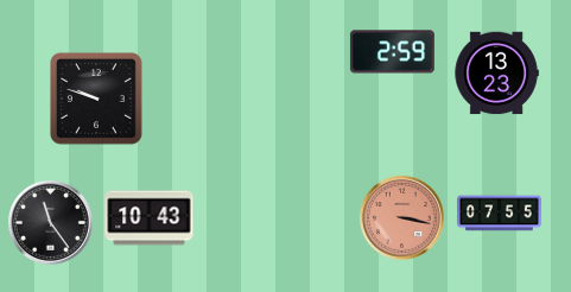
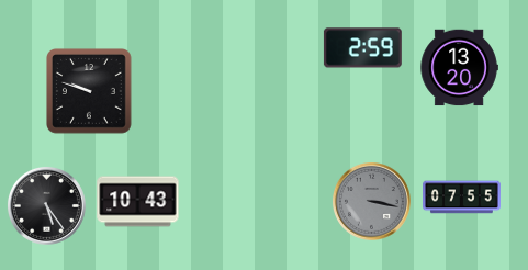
clock at (496, 74): 13:23 -> 13:20
clock at (401, 217) dial: salmon -> grey
clock at (50, 222): 11:24 -> 5:24
